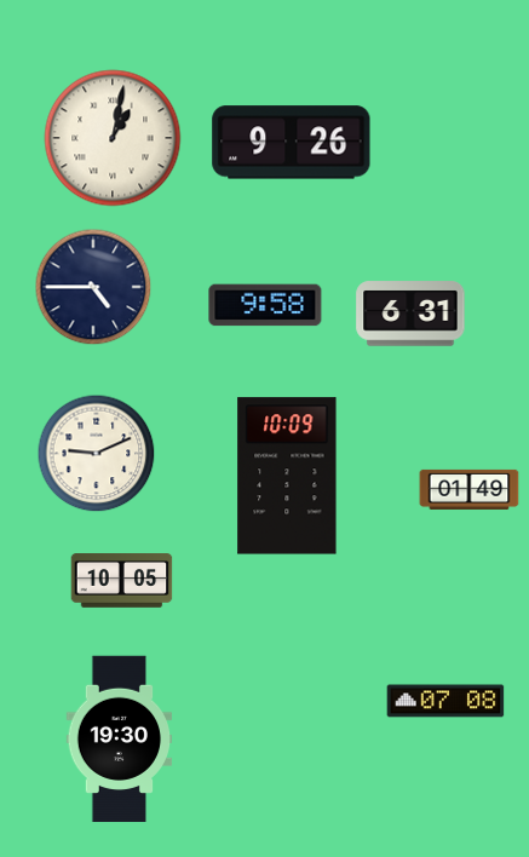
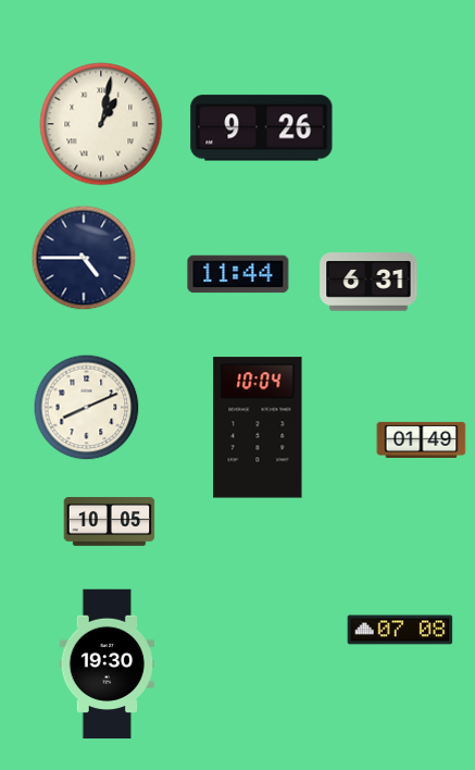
clock at (265, 305): 9:58 -> 11:44
clock at (97, 454): 9:11 -> 8:11
clock at (287, 476): 10:09 -> 10:04
